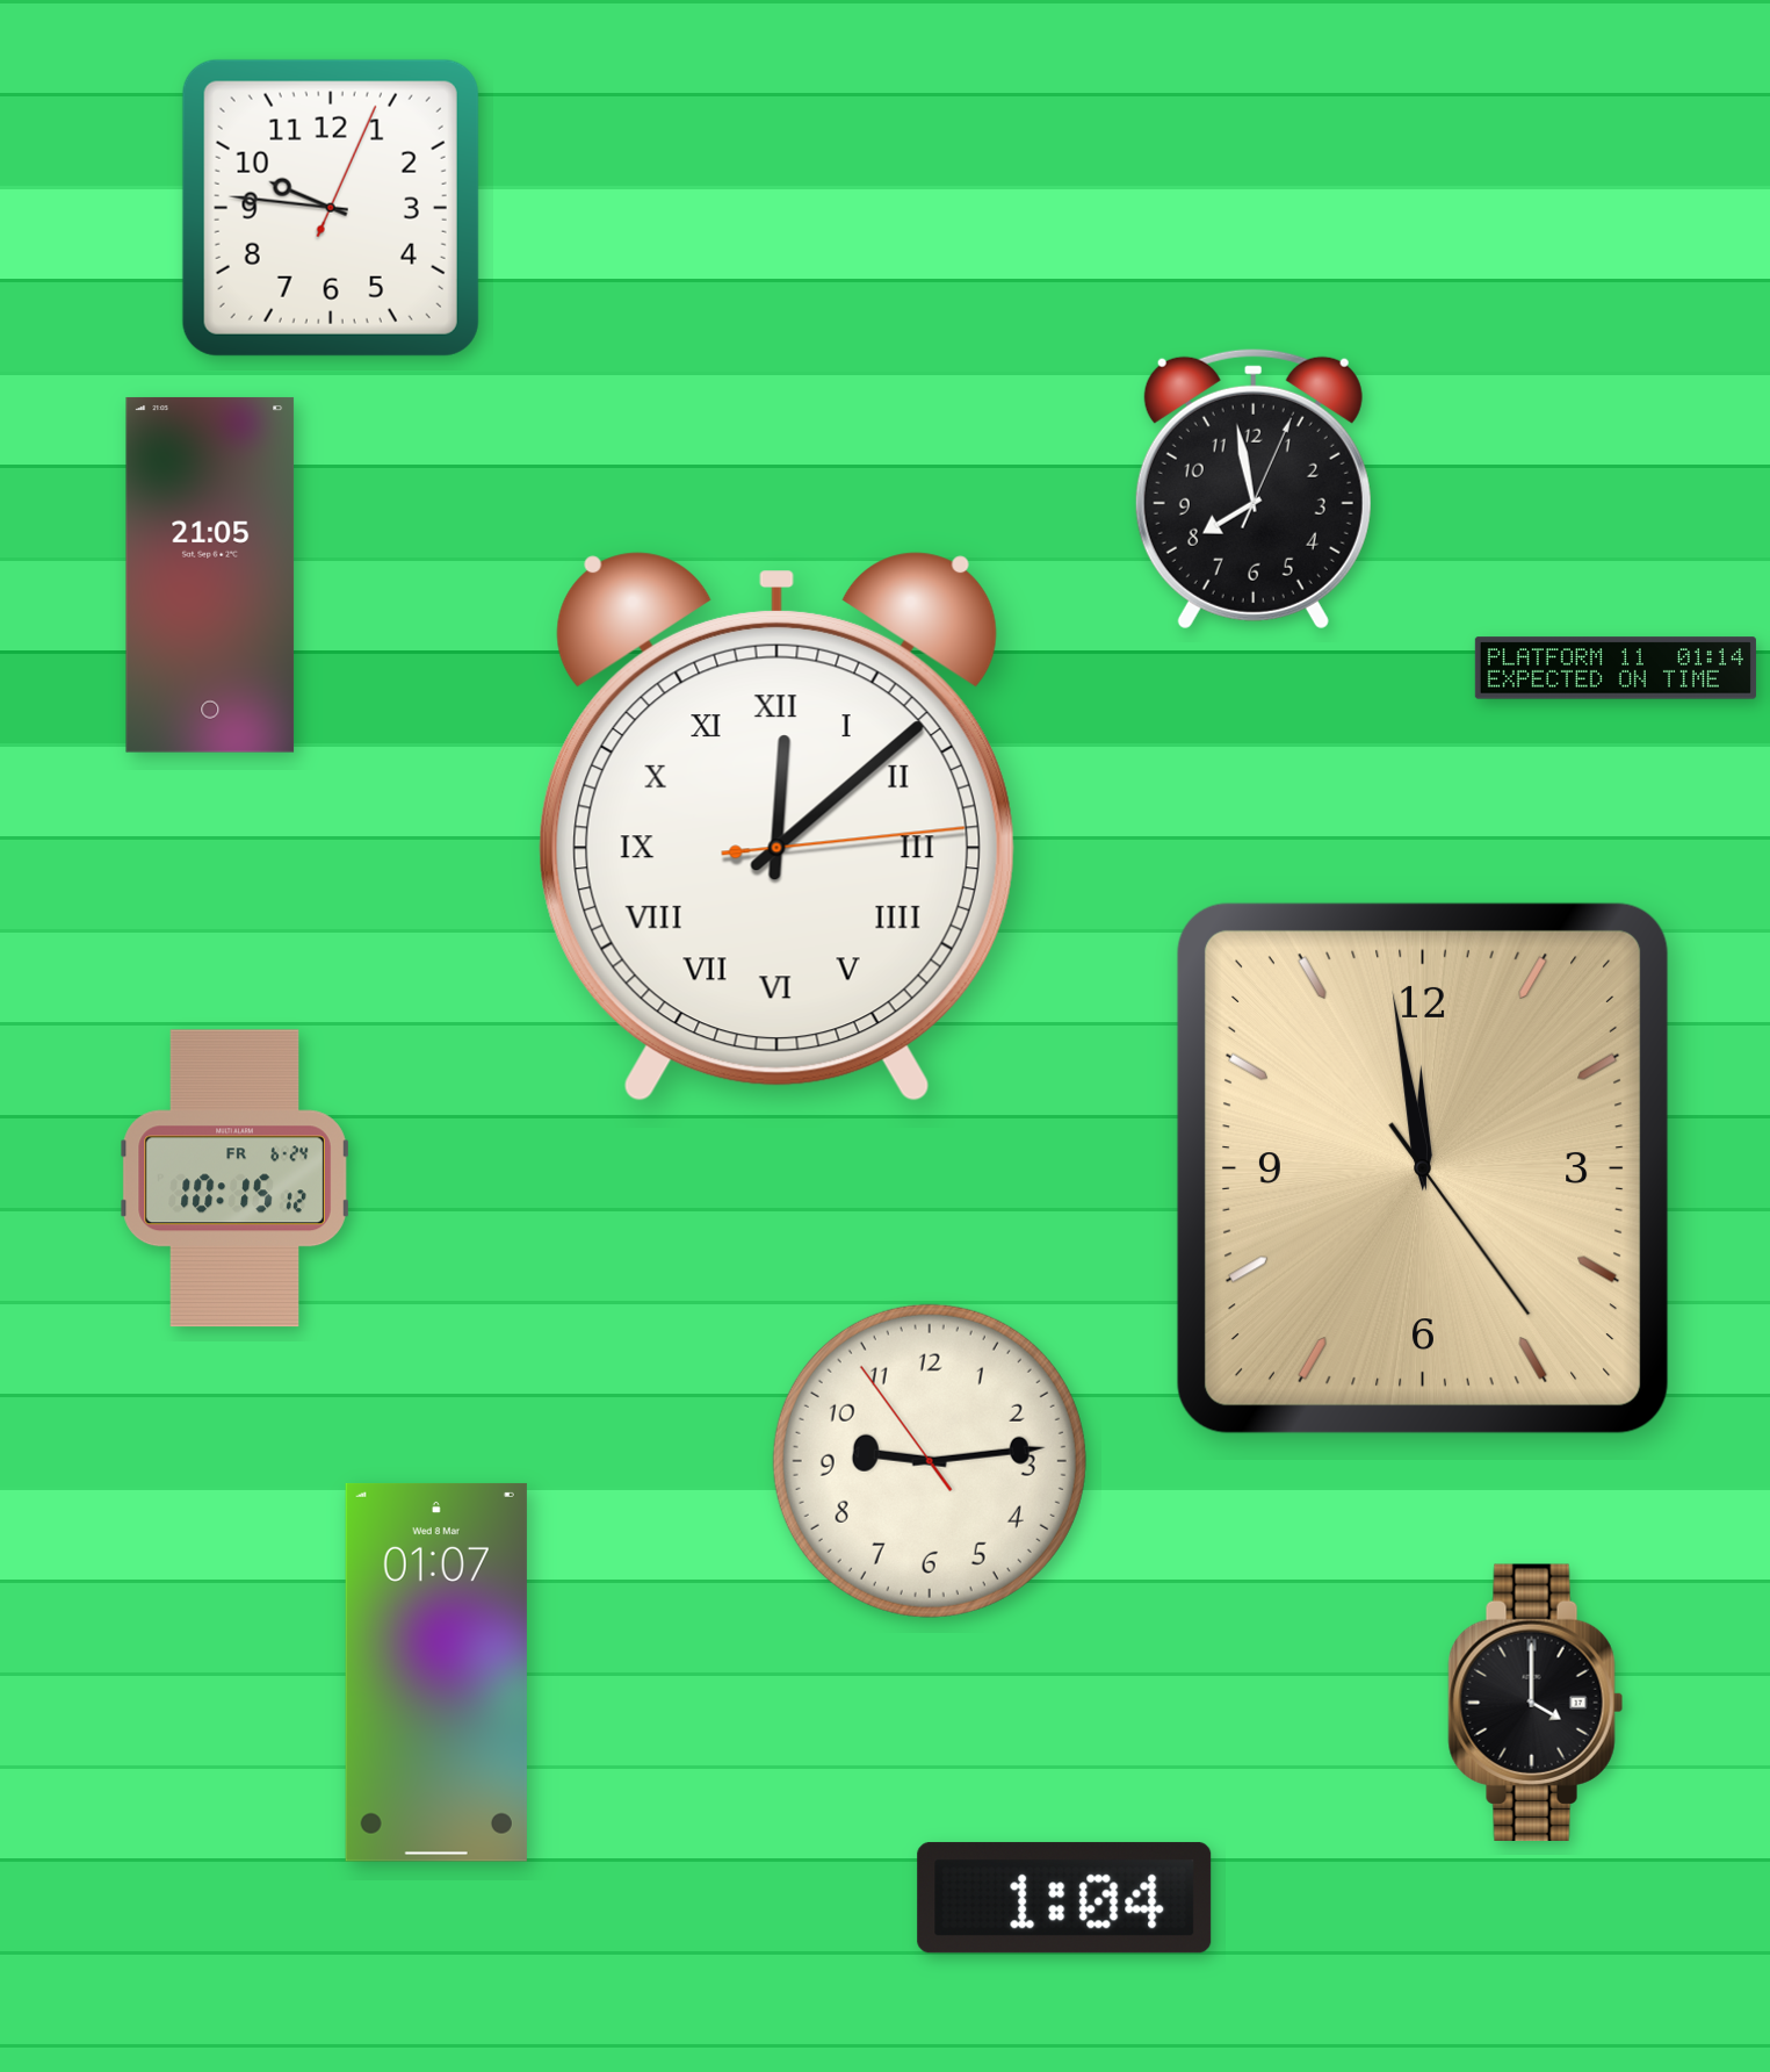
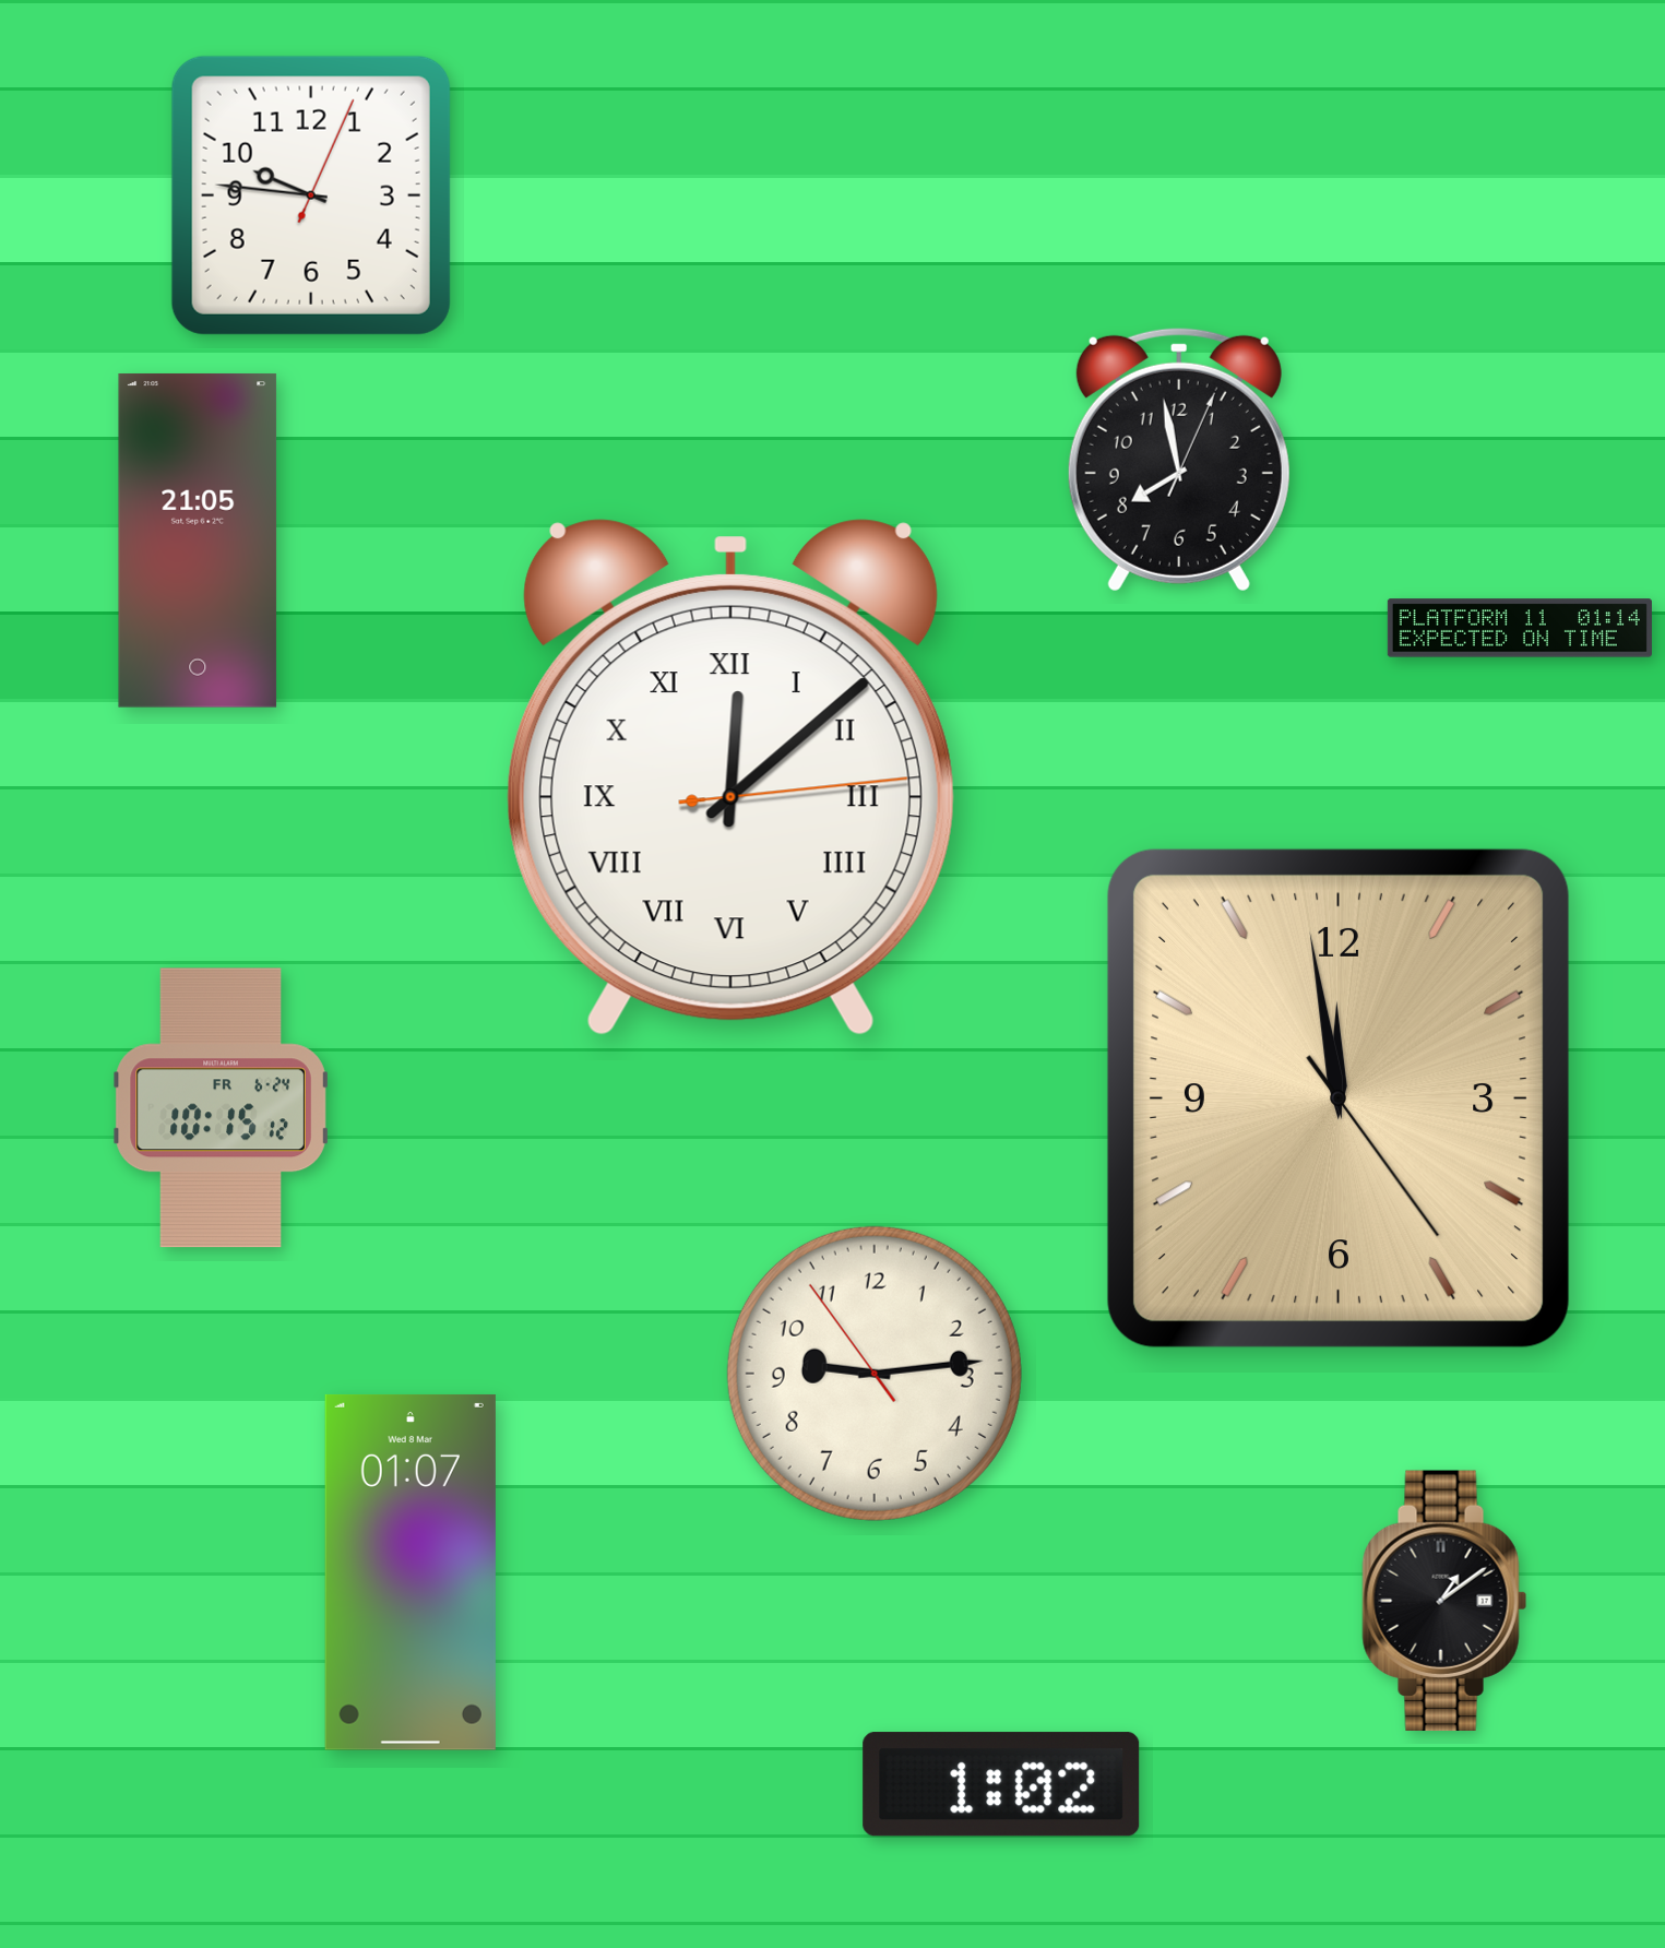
clock at (1536, 1702): 4:00 -> 1:09
clock at (1064, 1898): 1:04 -> 1:02
